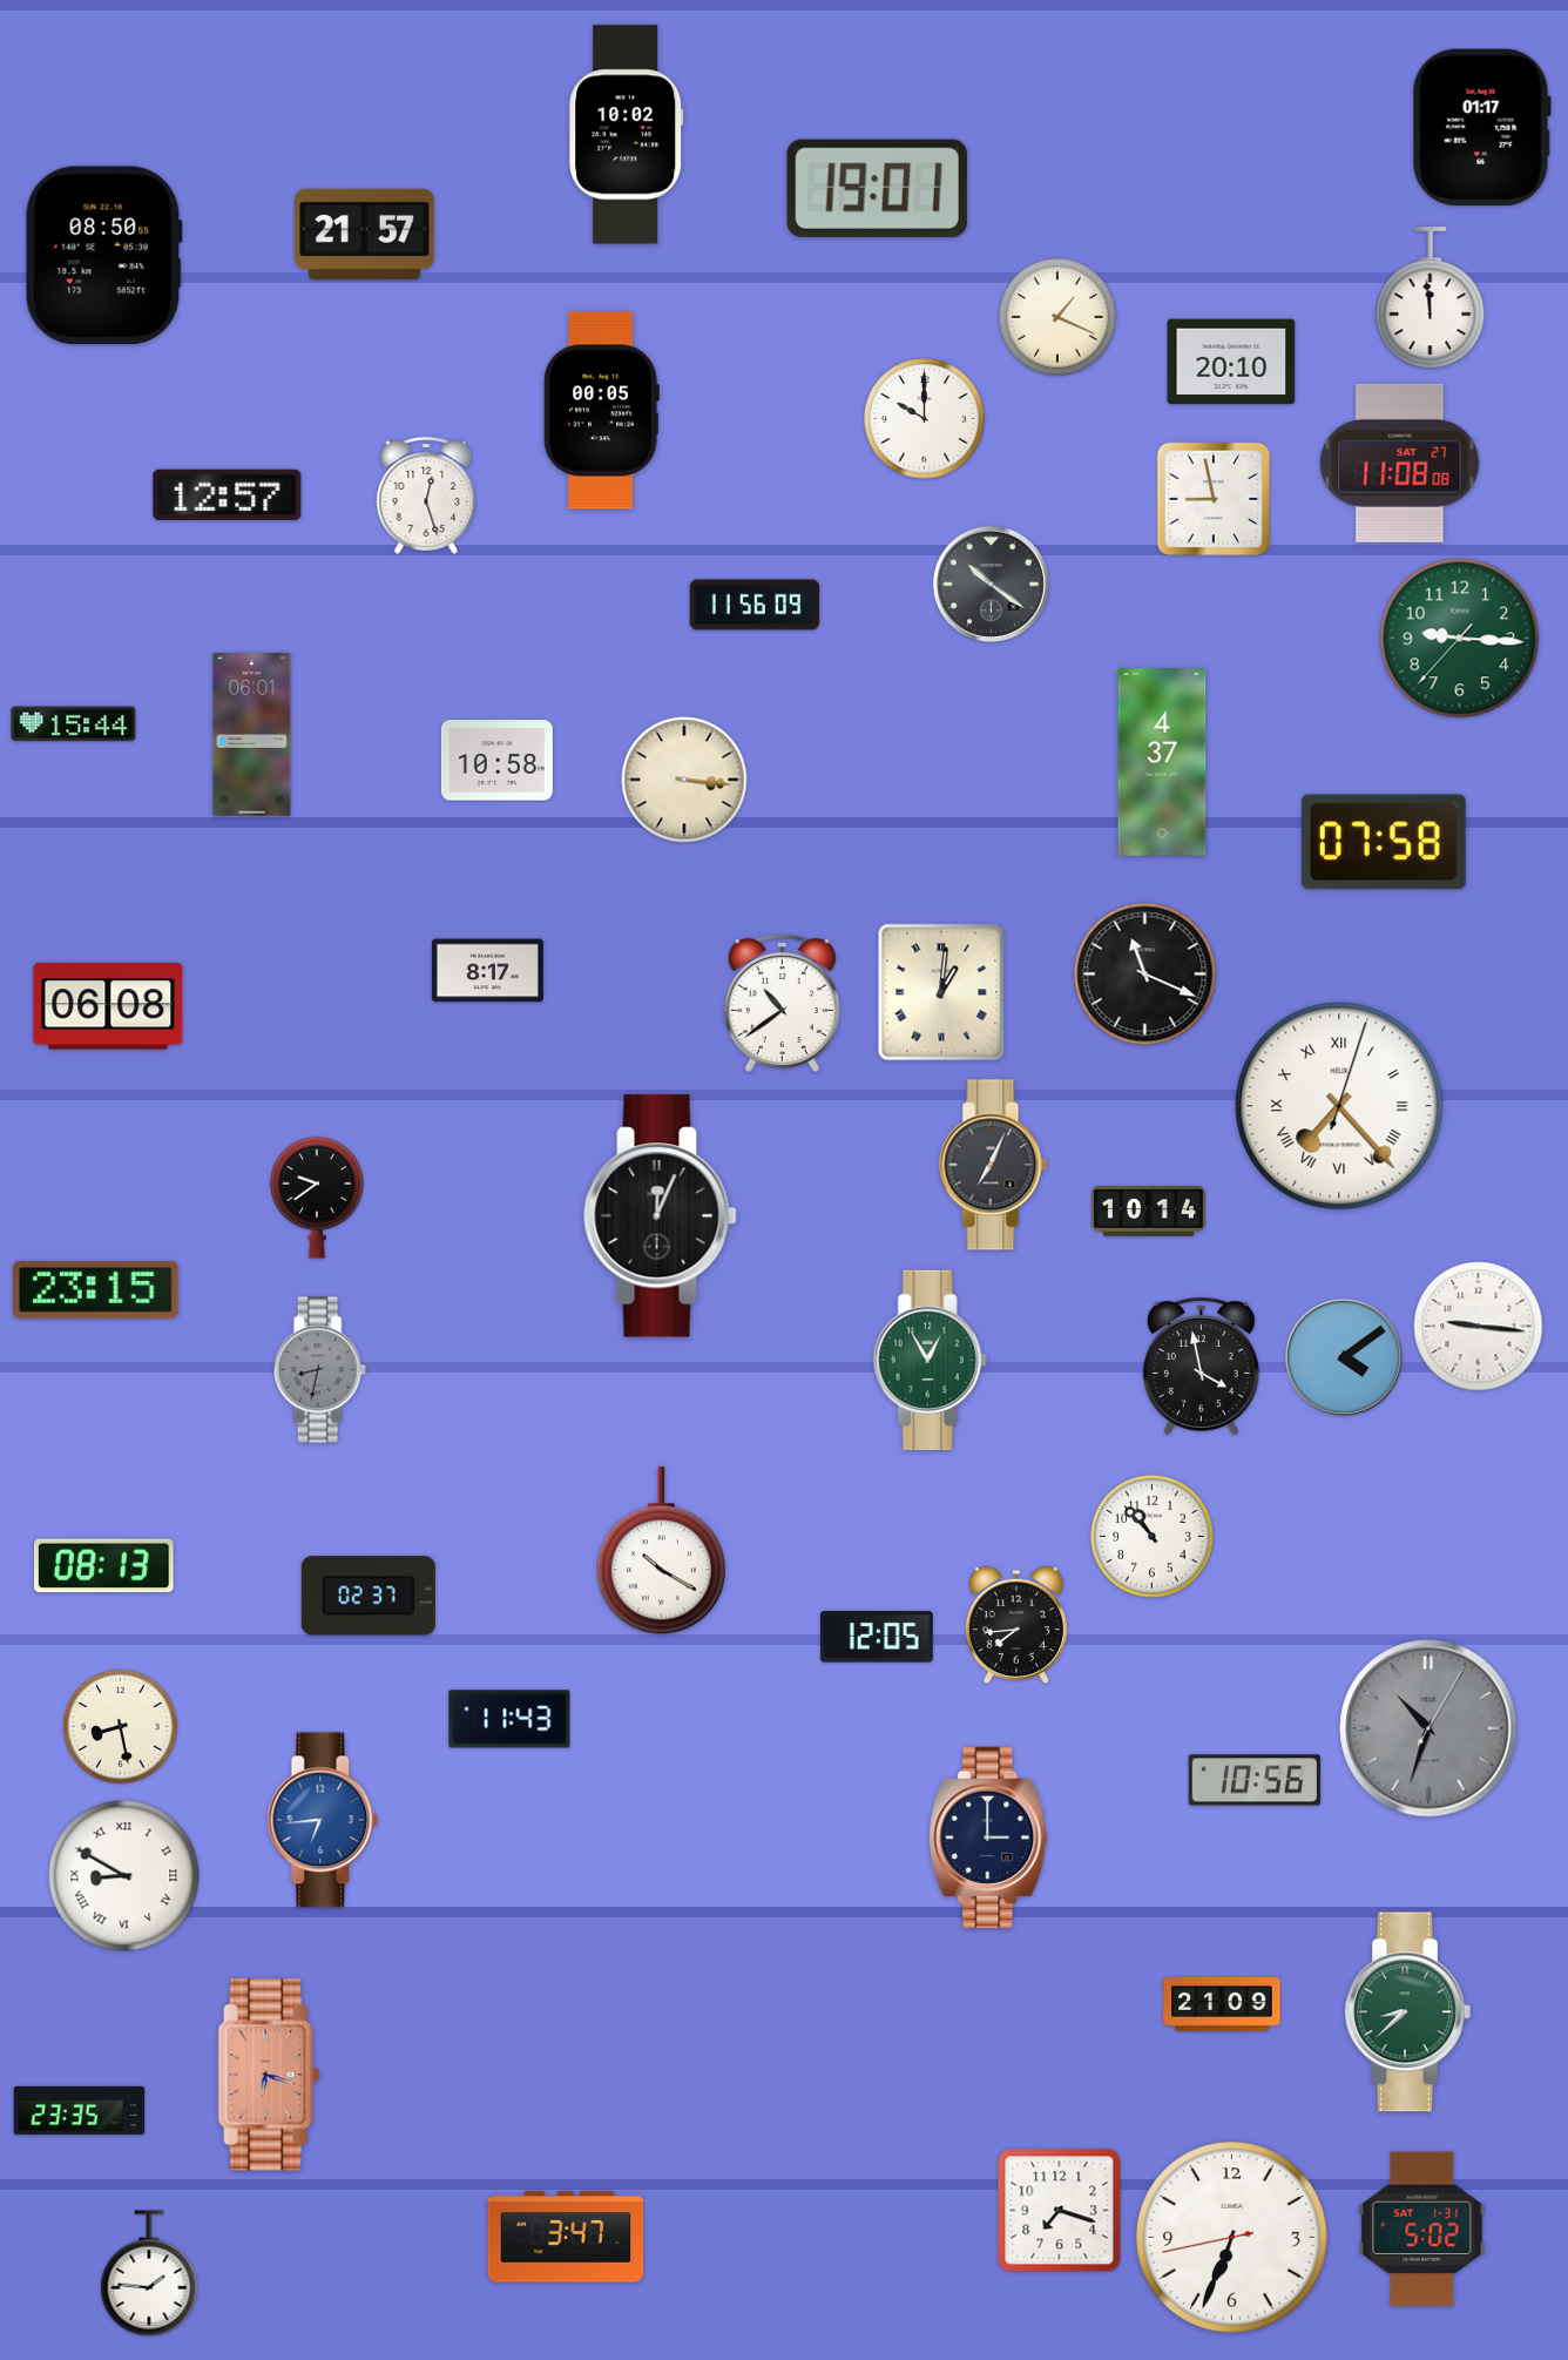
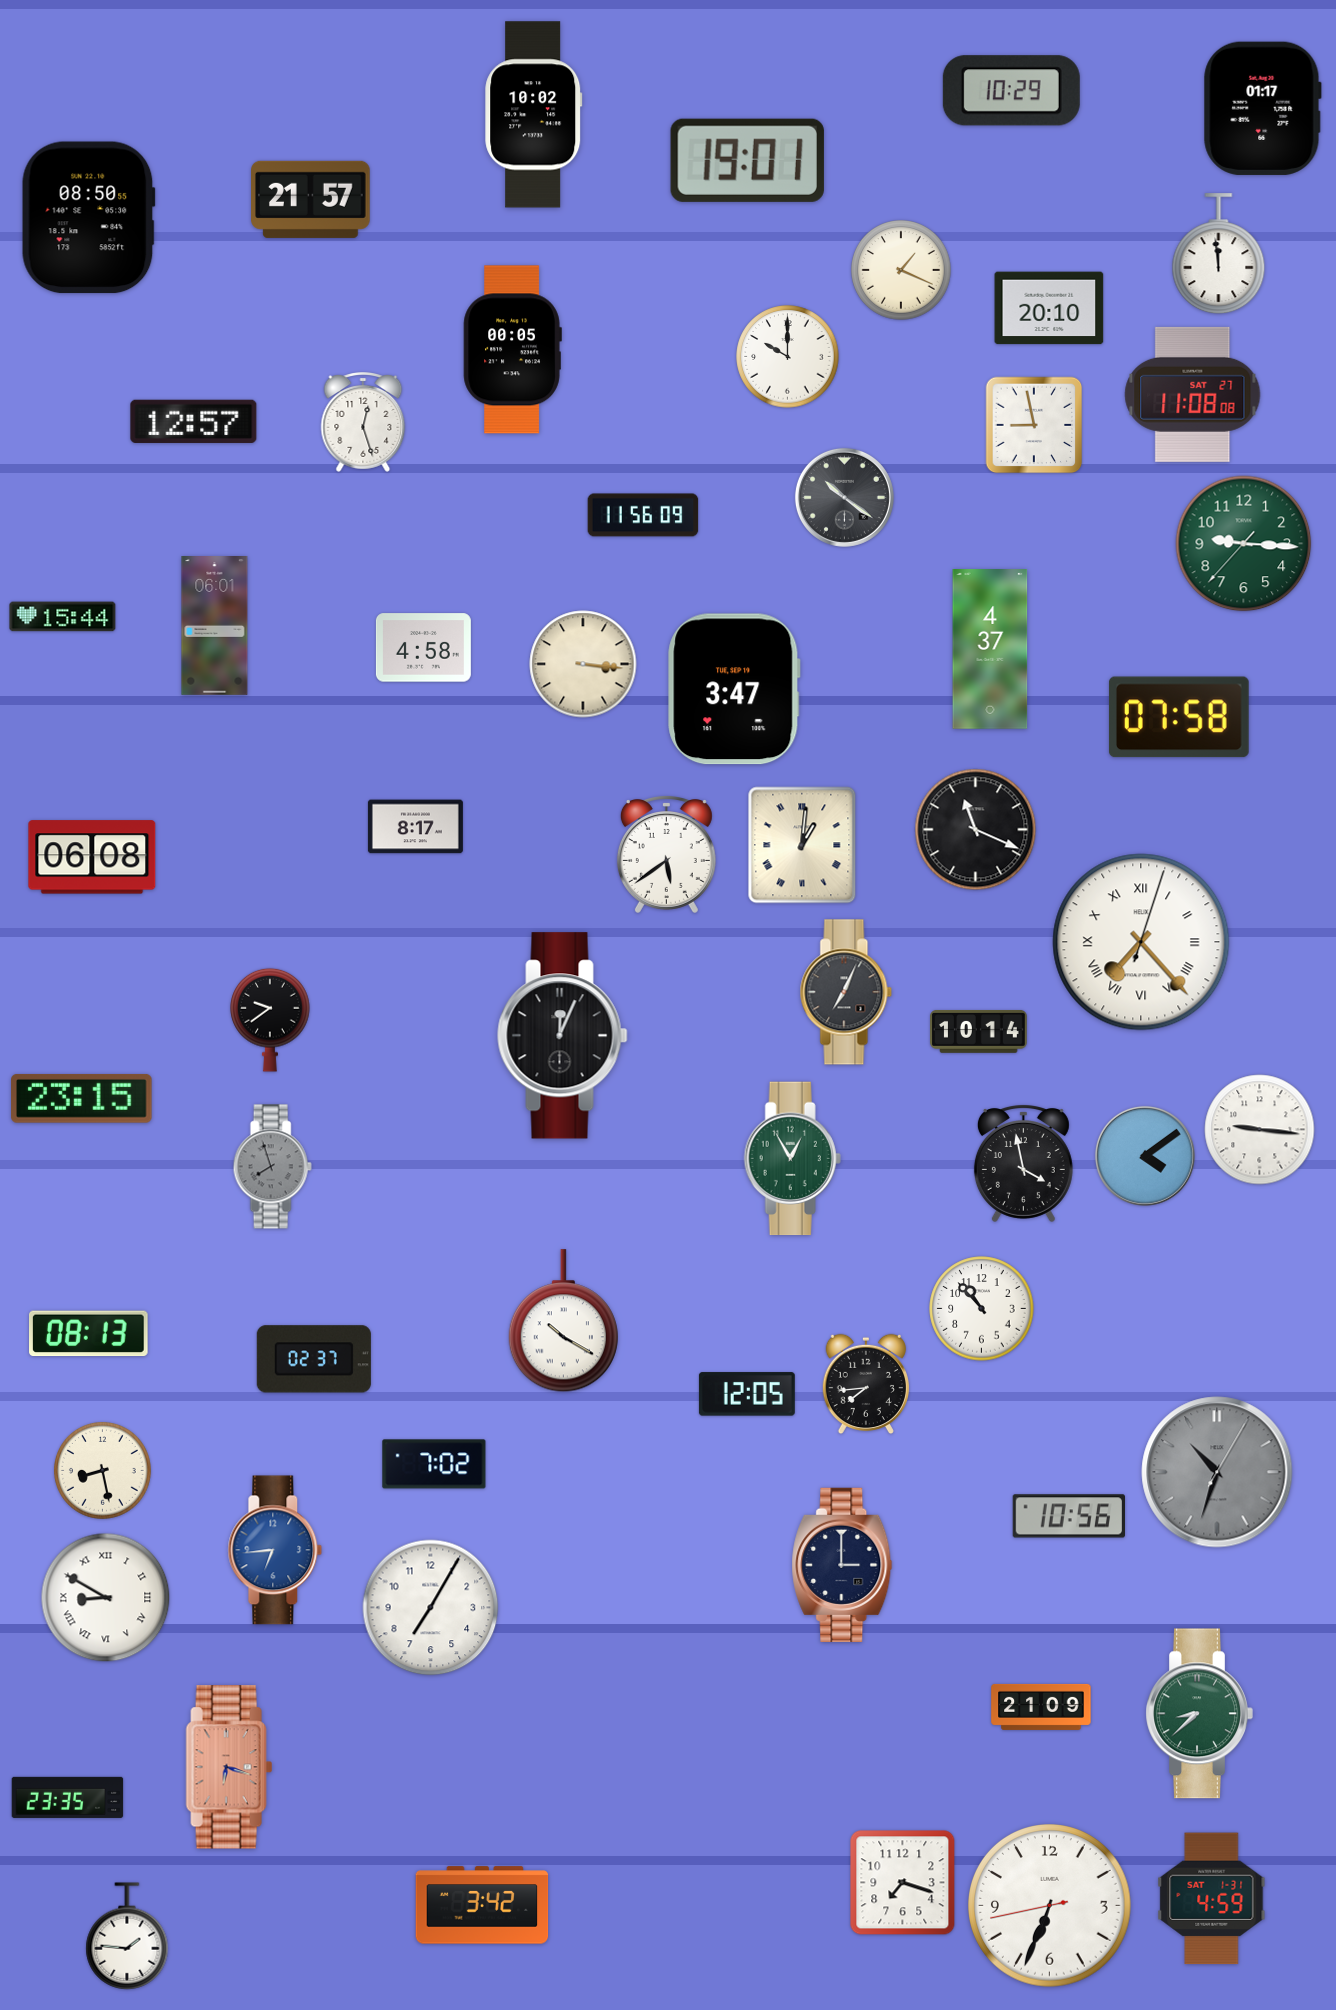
clock at (1011, 91): none -> 10:29
clock at (496, 761): 10:58 -> 4:58
clock at (734, 689): none -> 3:47
clock at (782, 1004): 10:39 -> 5:39
clock at (319, 1370): 8:32 -> 7:57
clock at (509, 1719): 11:43 -> 7:02
clock at (431, 1608): none -> 7:05
clock at (1422, 2230): 5:02 -> 4:59
clock at (566, 2237): 3:47 -> 3:42
